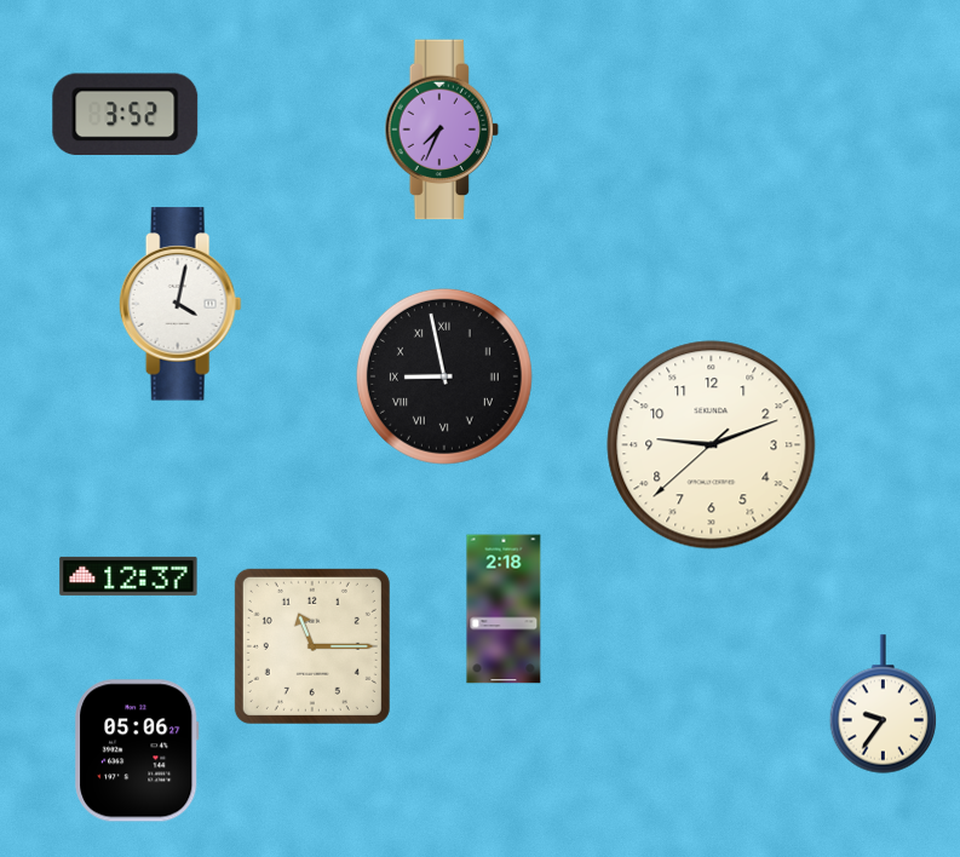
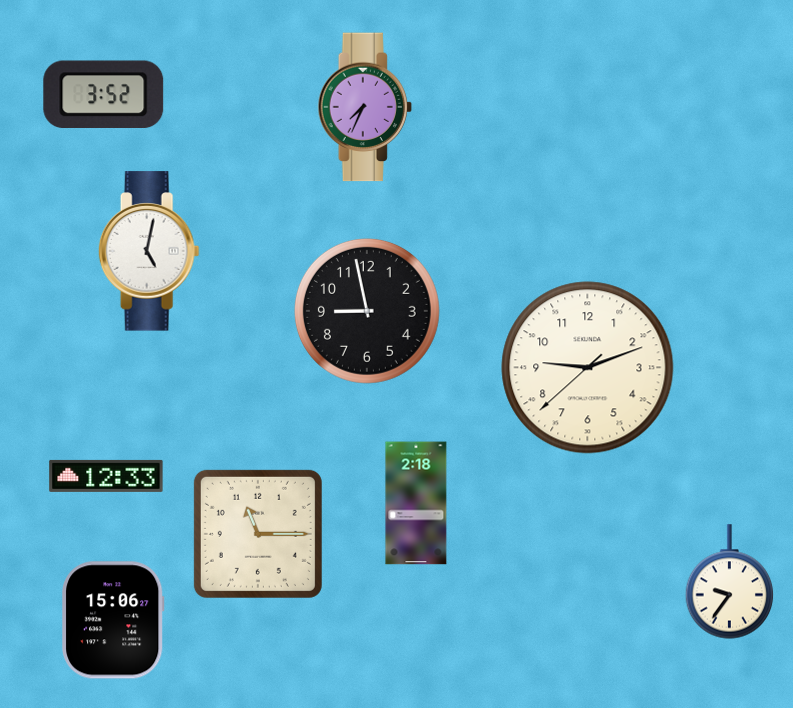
clock at (180, 304): 4:02 -> 5:02
clock at (444, 376) numerals: Roman -> Arabic
clock at (128, 576): 12:37 -> 12:33
clock at (138, 750): 05:06 -> 15:06
